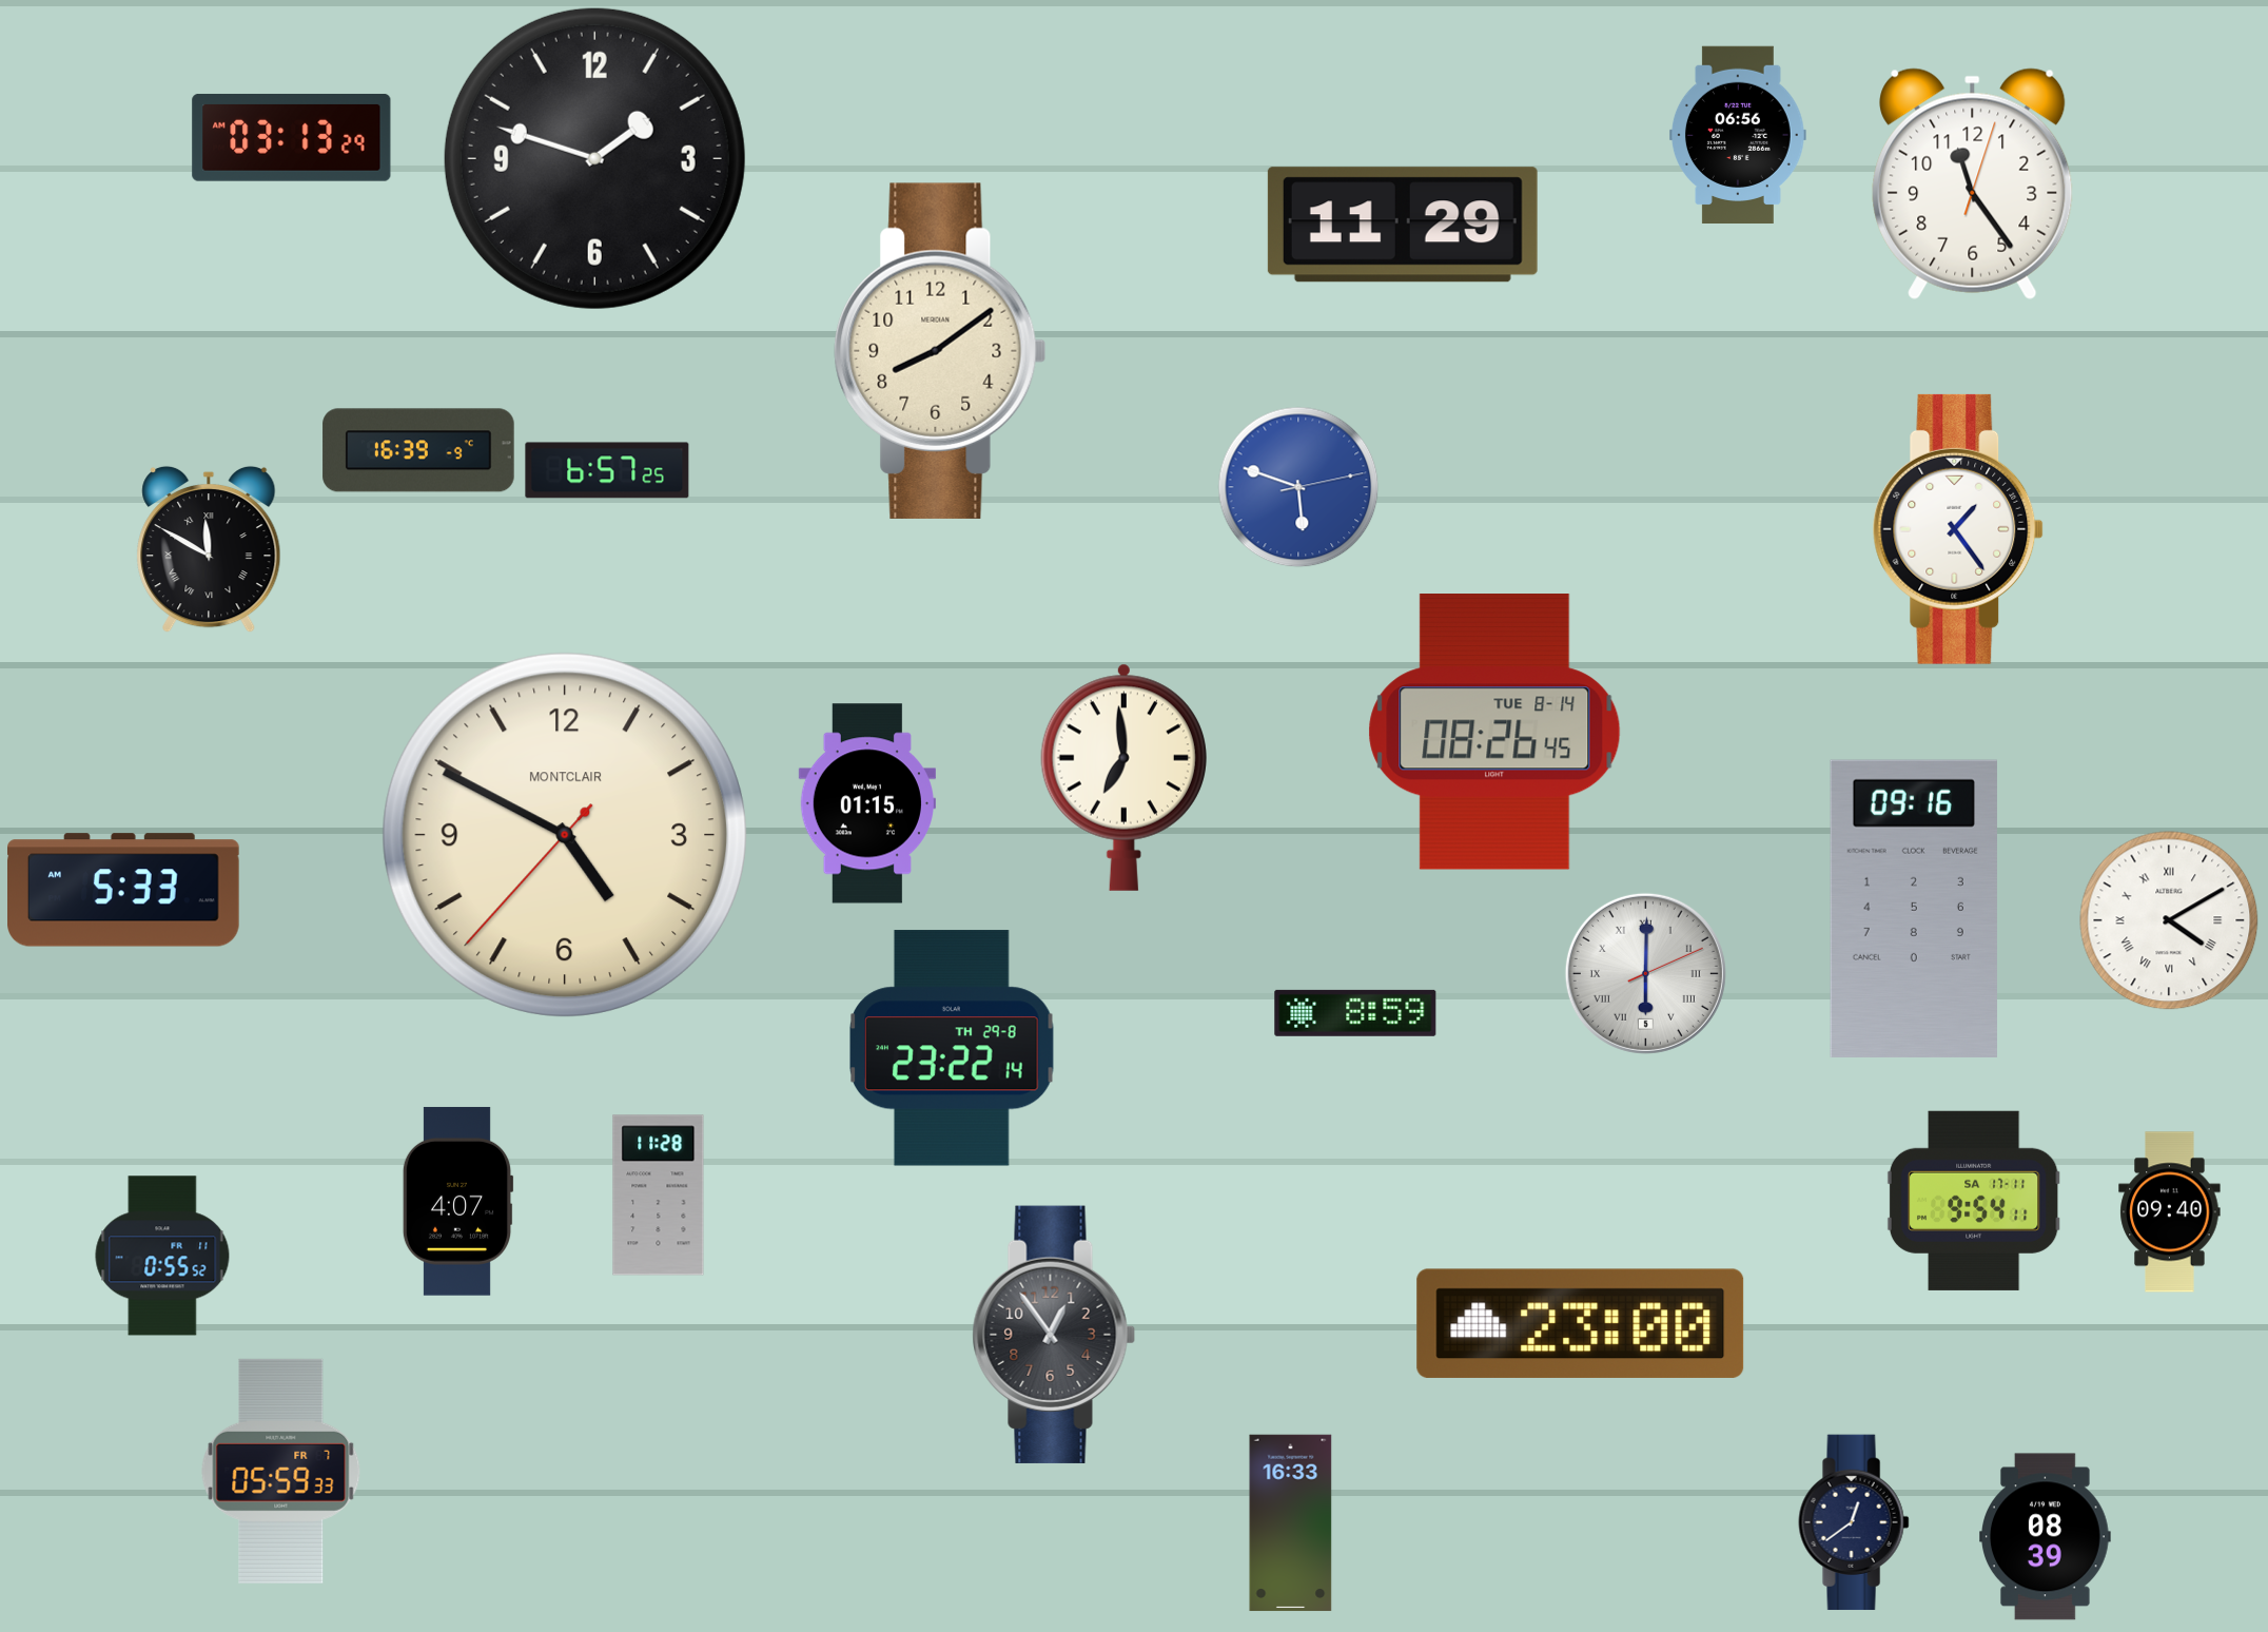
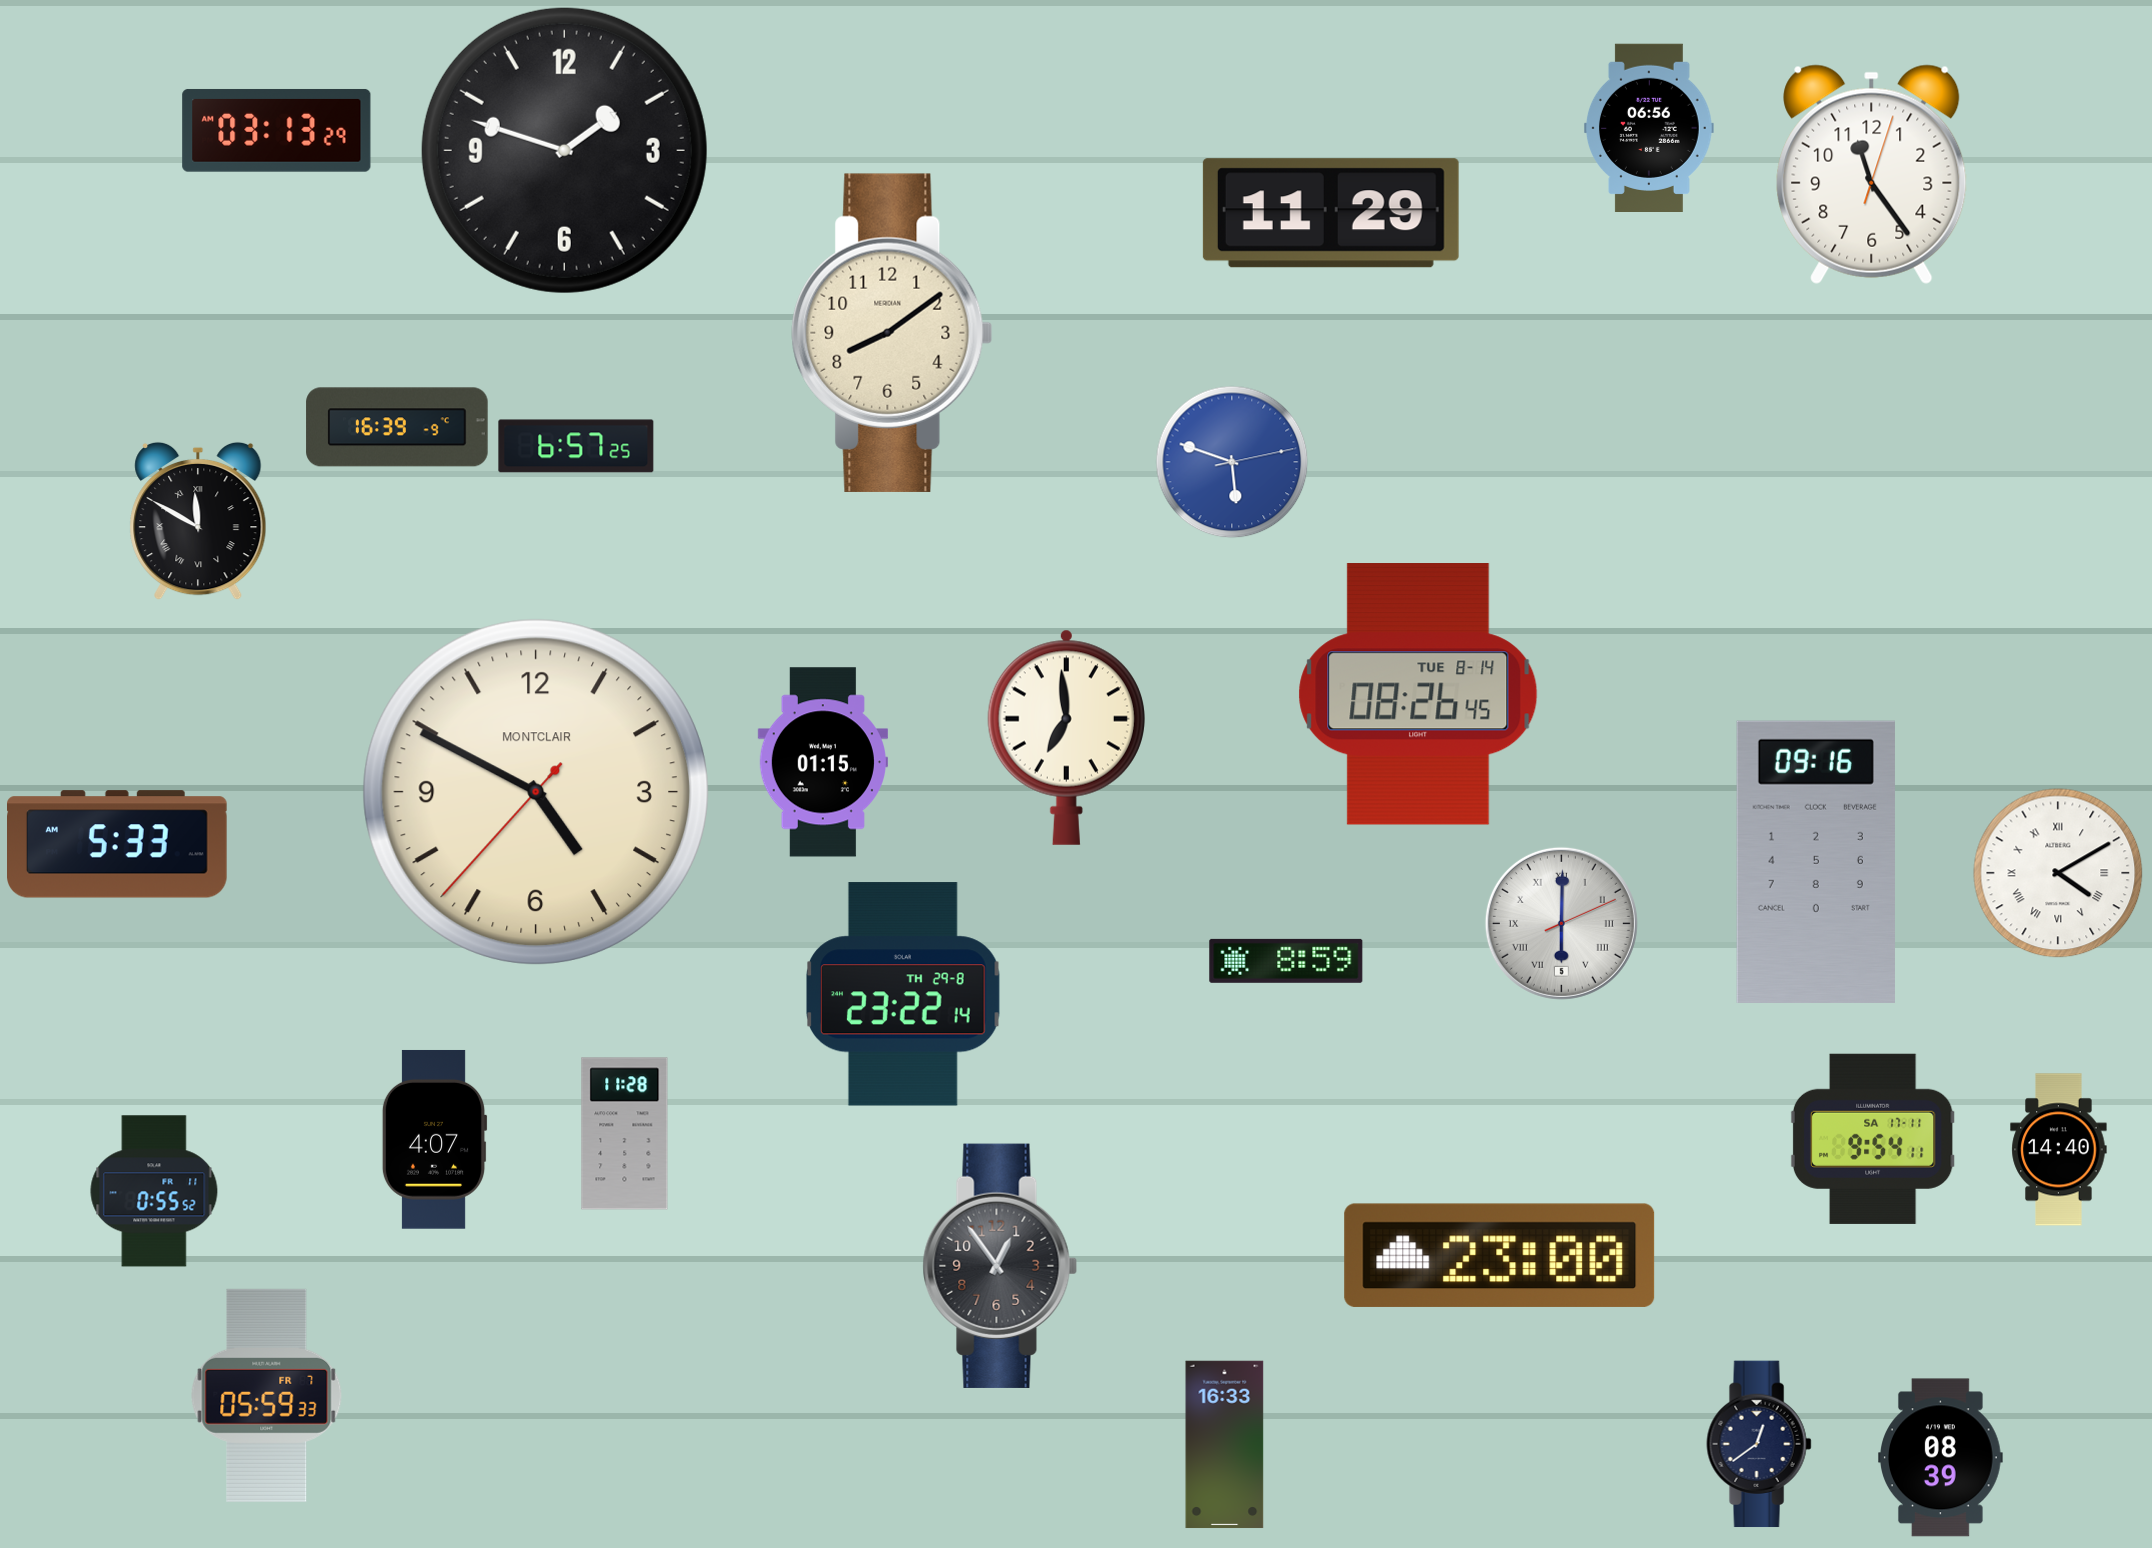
clock at (1958, 529): 1:24 -> none
clock at (2170, 1212): 09:40 -> 14:40
